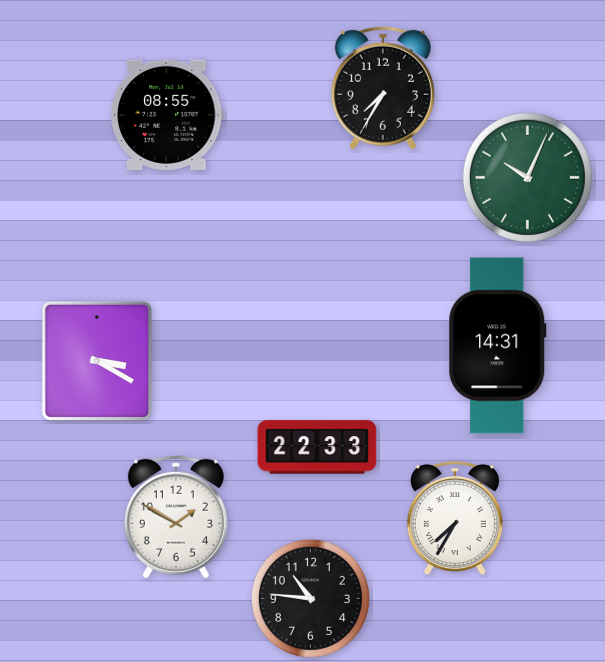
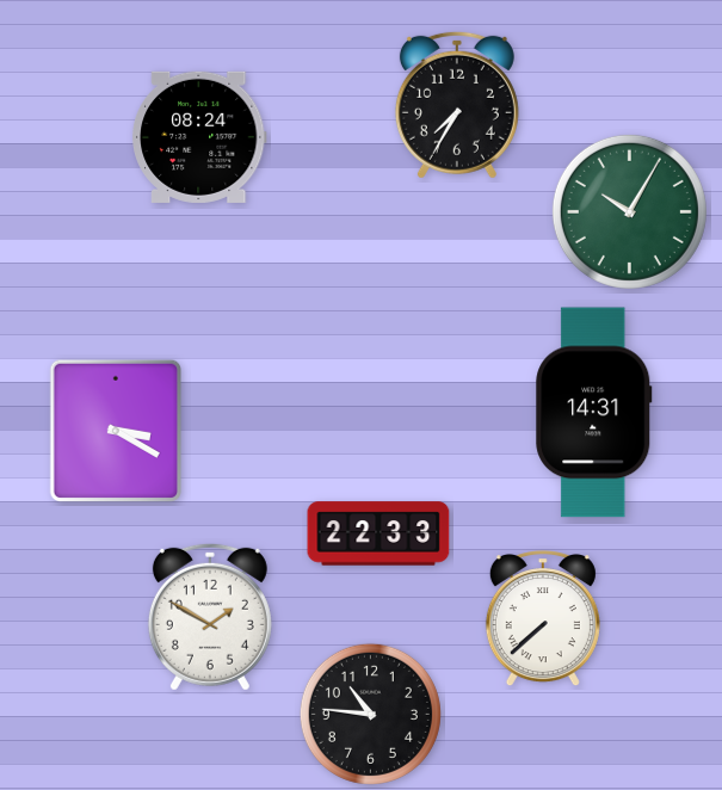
clock at (168, 115): 08:55 -> 08:24
clock at (527, 177): 10:04 -> 10:05
clock at (455, 519): 7:35 -> 7:38
